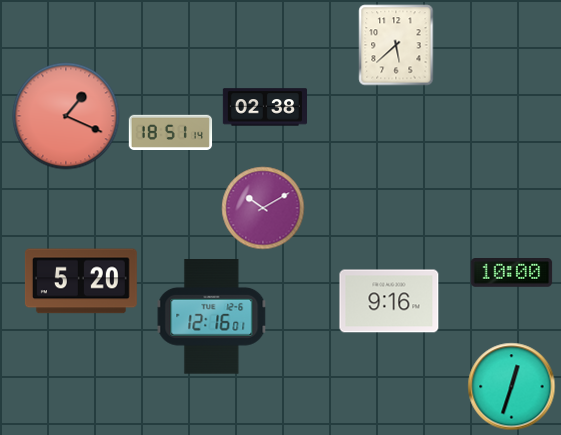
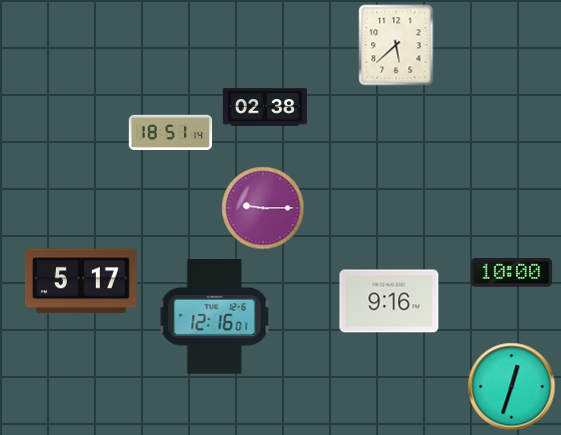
clock at (66, 116): 1:19 -> none
clock at (263, 208): 10:10 -> 9:15
clock at (81, 281): 5:20 -> 5:17
clock at (212, 317) position: (212, 317) -> (215, 317)
